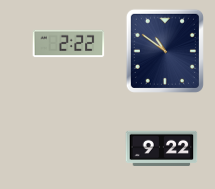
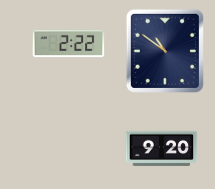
clock at (162, 148): 9:22 -> 9:20
